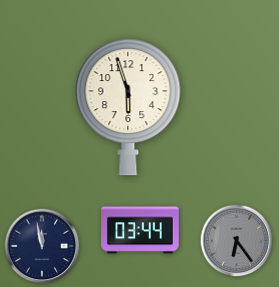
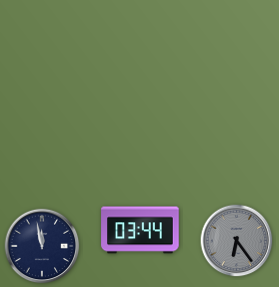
clock at (128, 107): 5:57 -> none
